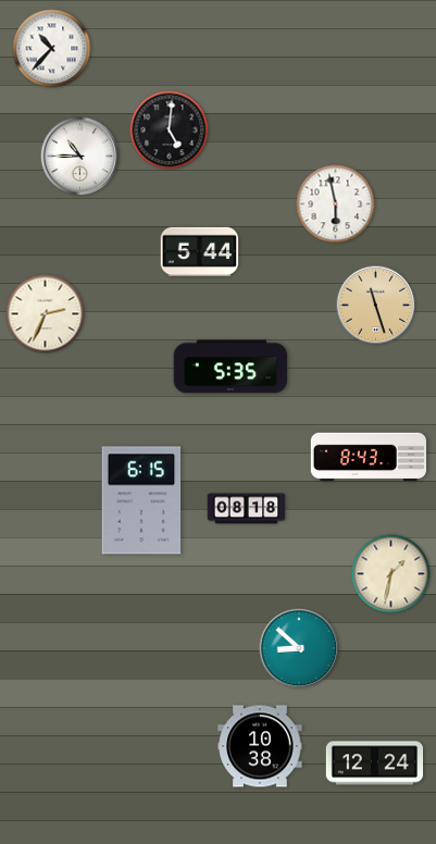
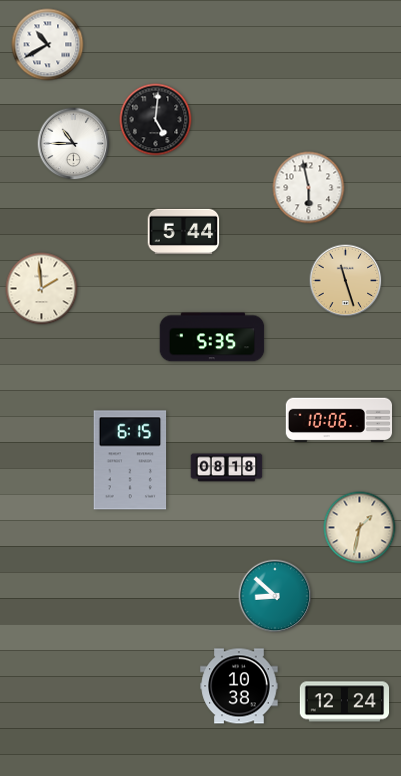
clock at (52, 49): 10:37 -> 10:40
clock at (46, 314): 2:34 -> 1:59
clock at (368, 457): 8:43 -> 10:06
